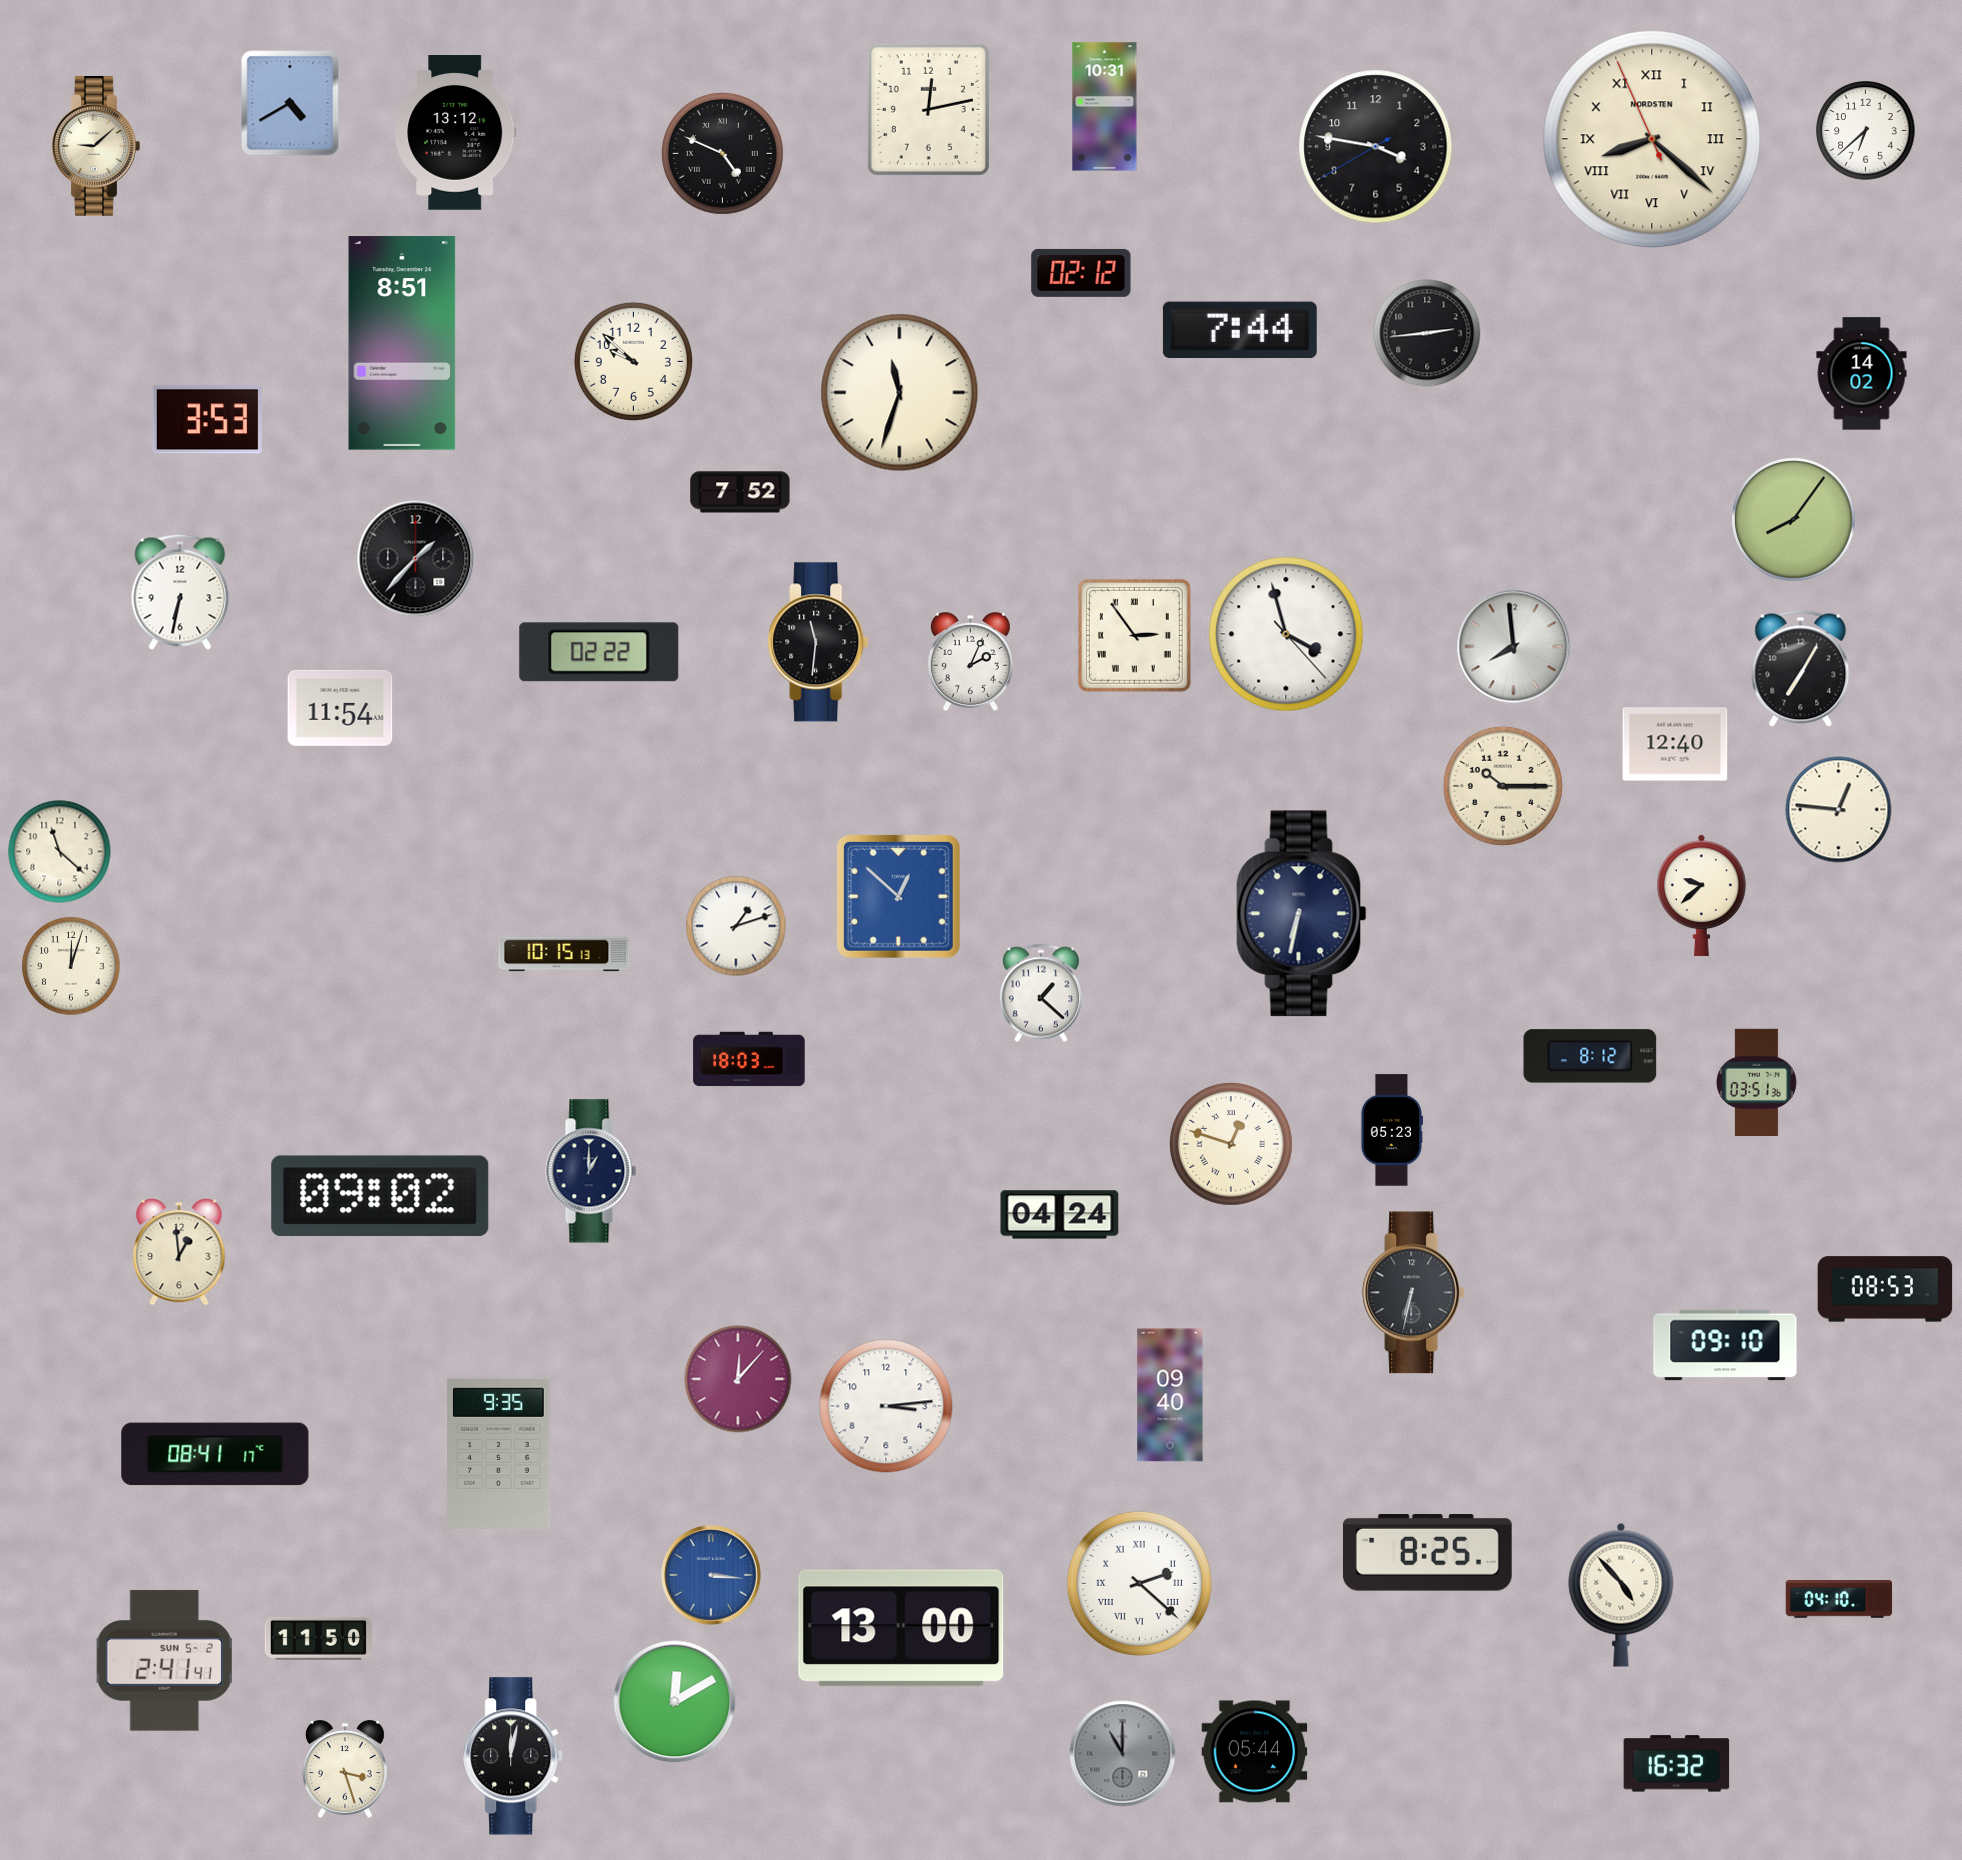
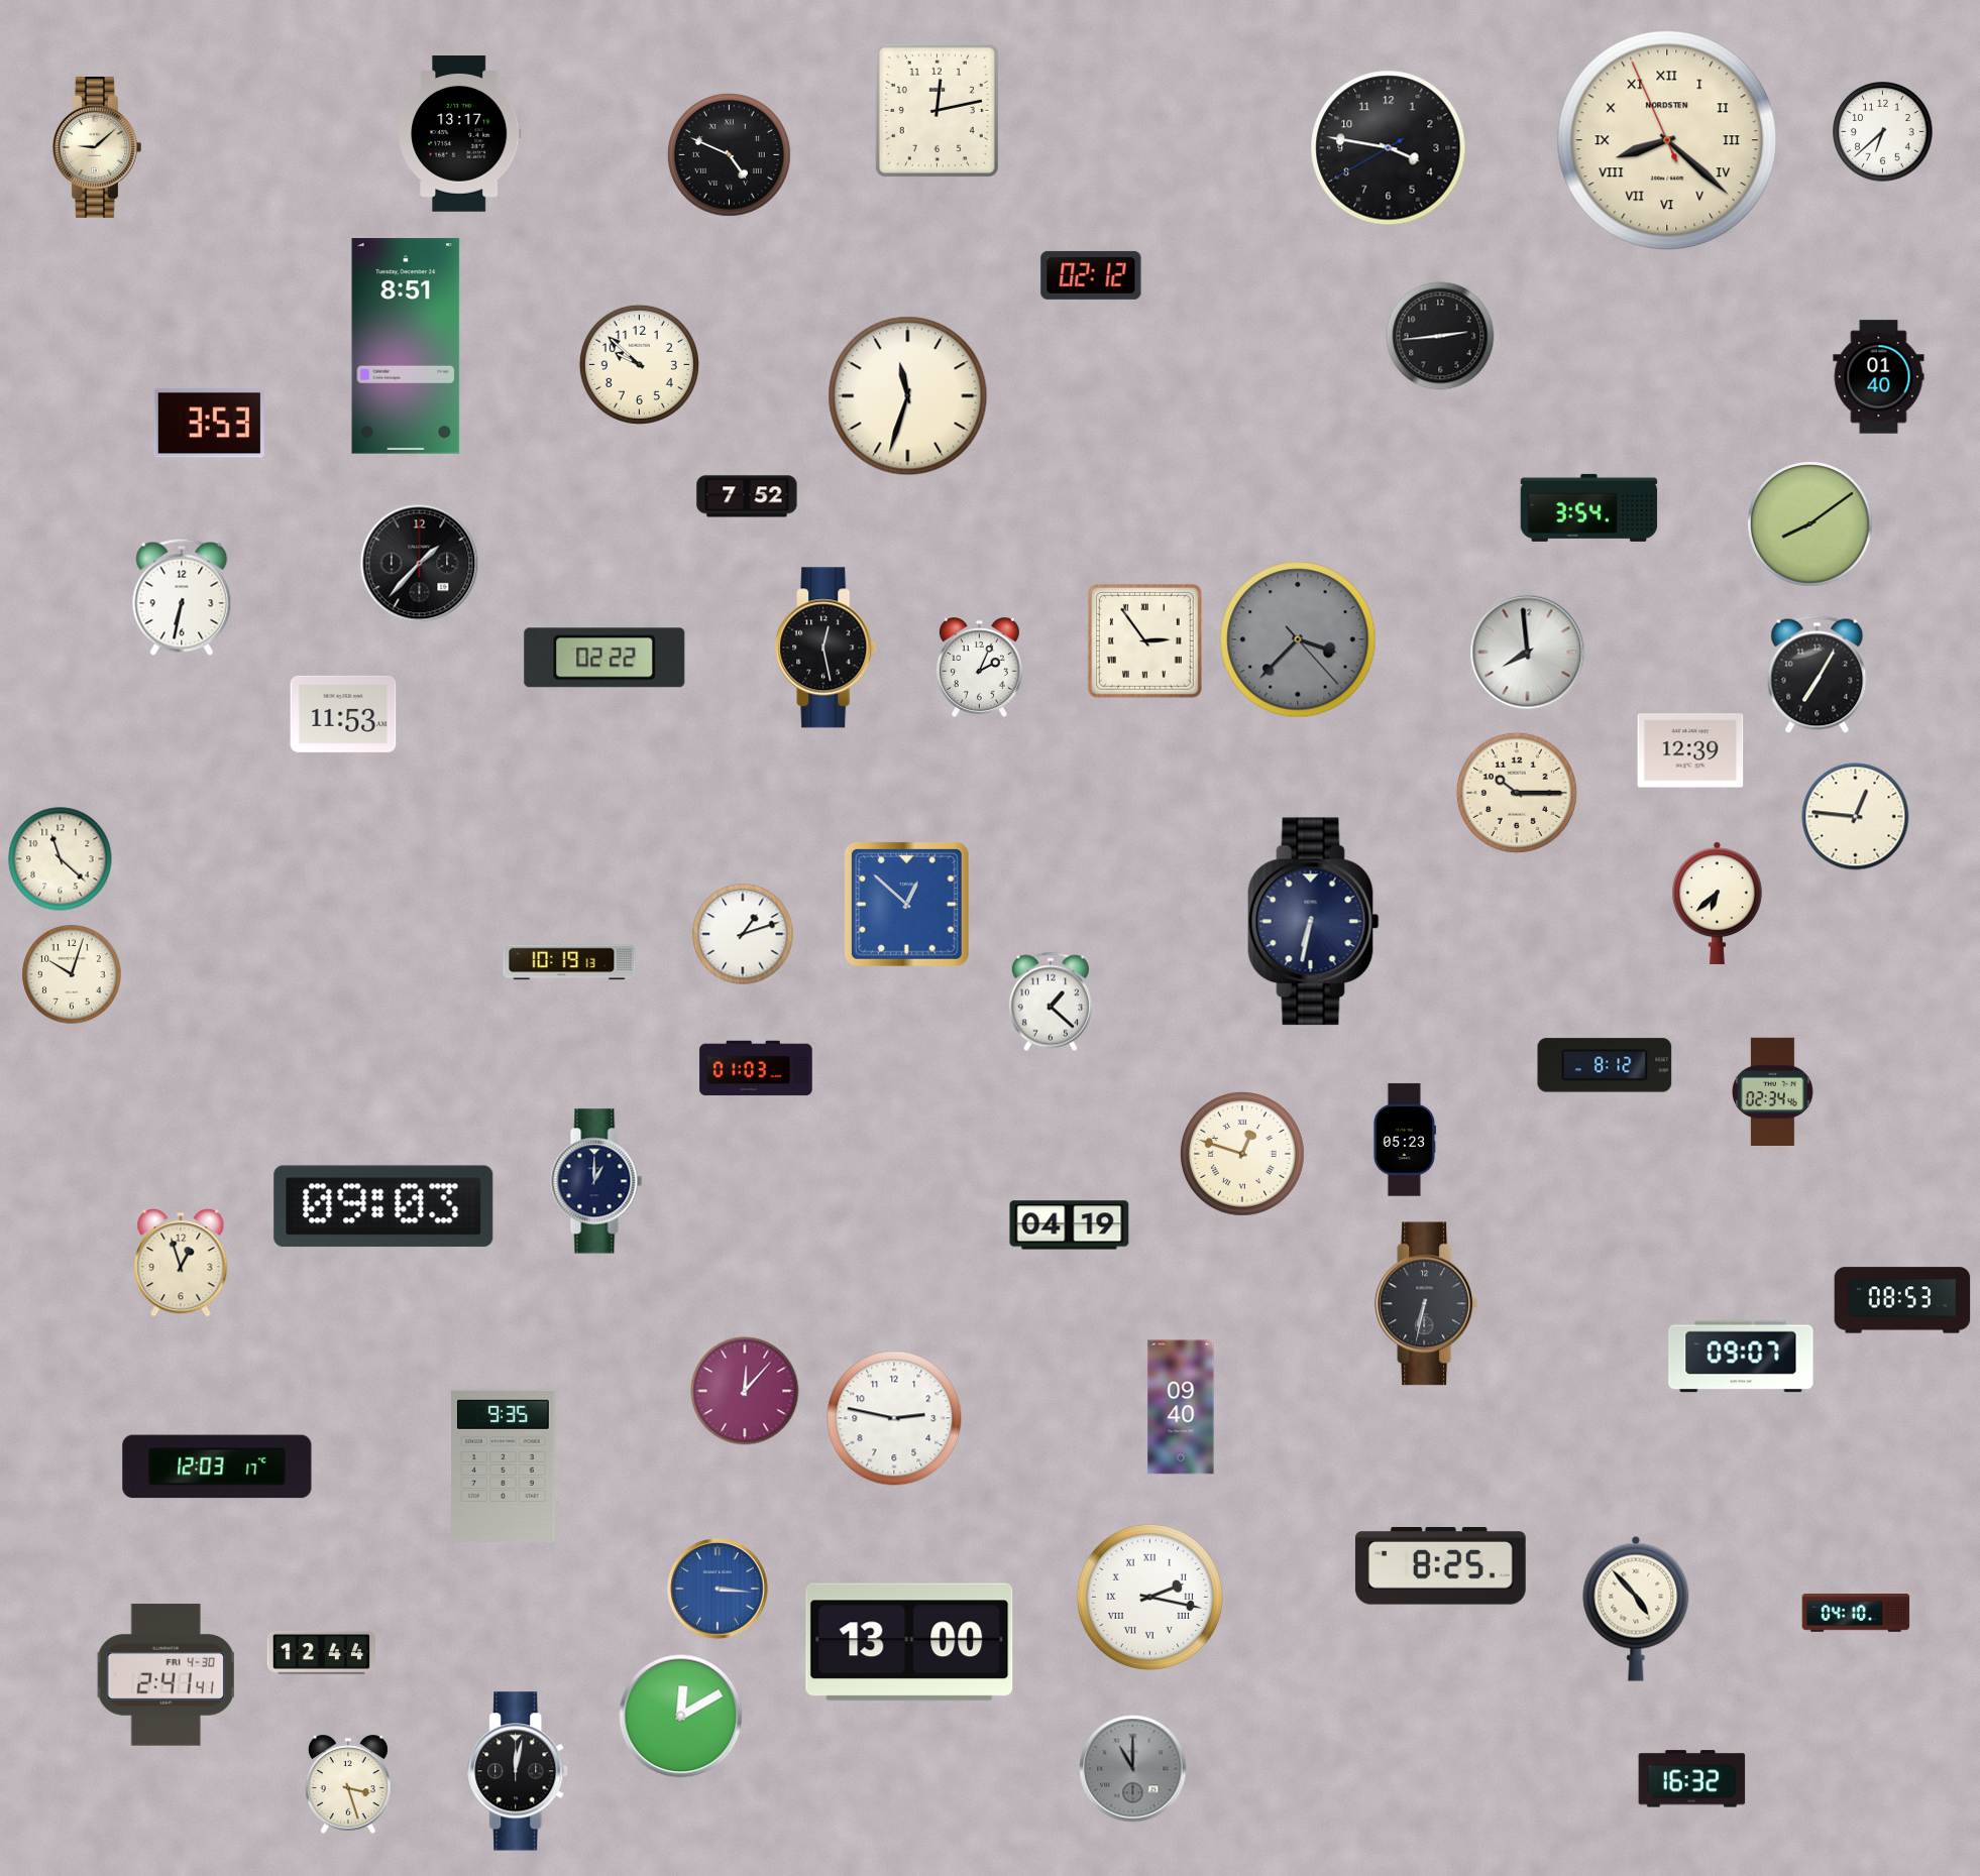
clock at (290, 103): 4:40 -> none
clock at (1105, 107): 10:31 -> none
clock at (456, 133): 13:12 -> 13:17
clock at (1240, 330): 7:44 -> none
clock at (1862, 374): 14:02 -> 01:40
clock at (1589, 507): none -> 3:54
clock at (1794, 520): 8:06 -> 8:09
clock at (1286, 634): 3:57 -> 3:37
clock at (1286, 634) dial: white -> grey
clock at (818, 642): 11:31 -> 12:28
clock at (340, 708): 11:54 -> 11:53
clock at (1675, 744): 12:40 -> 12:39
clock at (1701, 896): 9:38 -> 6:38
clock at (564, 954): 10:15 -> 10:19
clock at (71, 966): 12:03 -> 10:03
clock at (749, 1059): 18:03 -> 01:03
clock at (1756, 1082): 03:51 -> 02:34
clock at (380, 1196): 09:02 -> 09:03
clock at (1060, 1215): 04:24 -> 04:19
clock at (179, 1252): 12:59 -> 12:57
clock at (1725, 1345): 09:10 -> 09:07
clock at (886, 1406): 3:14 -> 2:47
clock at (215, 1454): 08:41 -> 12:03
clock at (1139, 1583): 2:22 -> 2:17
clock at (318, 1638): 11:50 -> 12:44
clock at (164, 1661) date: SUN 5-2 -> FRI 4-30
clock at (1255, 1752): 05:44 -> none
